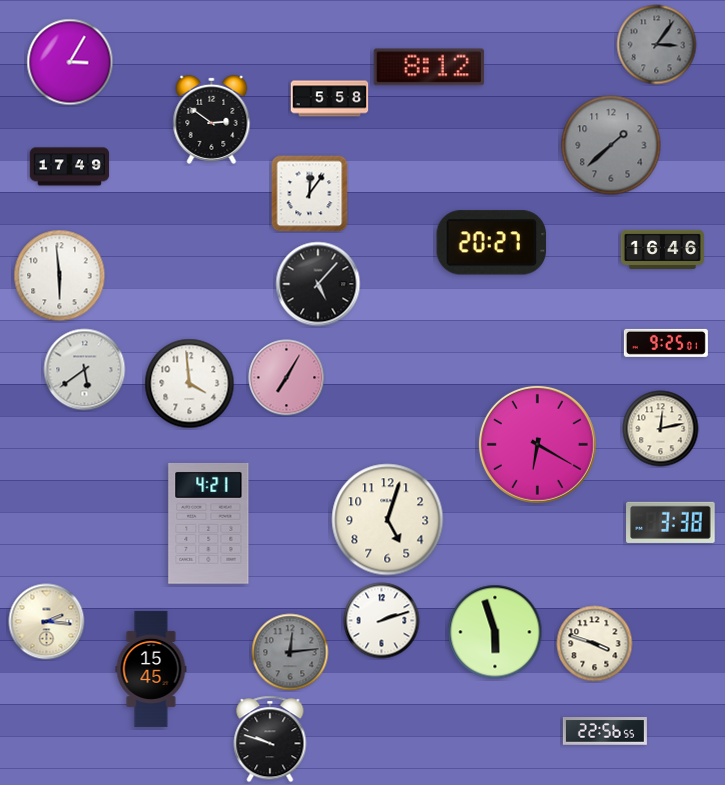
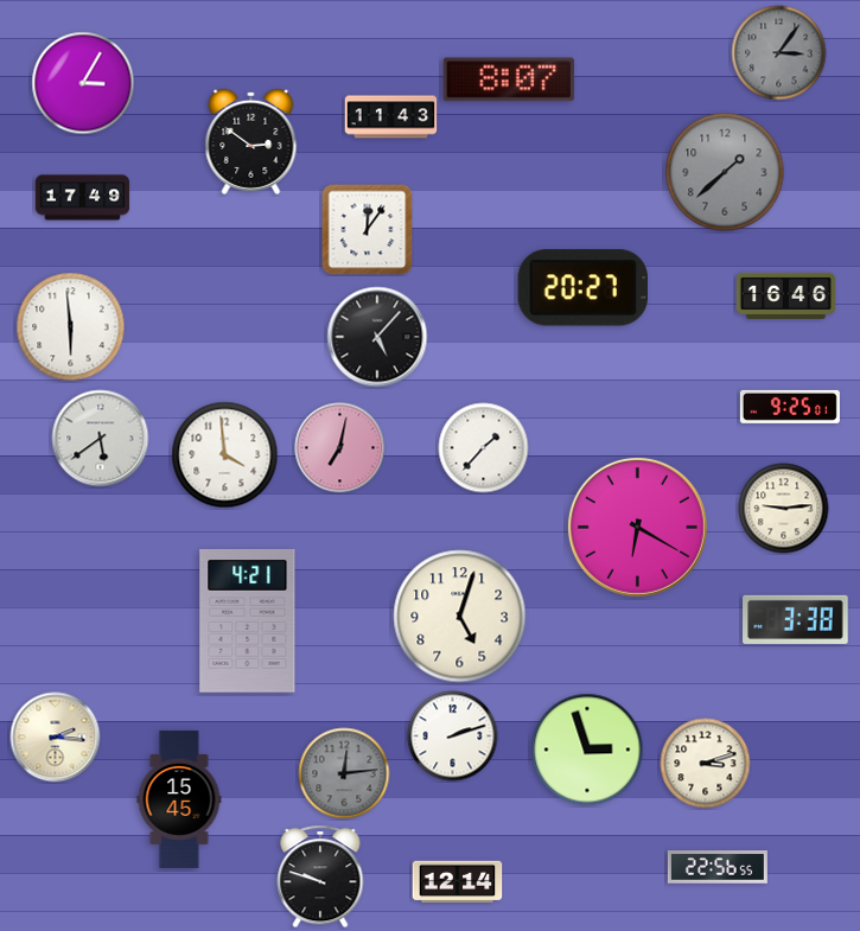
clock at (70, 62) position: (70, 62) -> (83, 83)
clock at (429, 67): 8:12 -> 8:07
clock at (330, 99): 5:58 -> 11:43
clock at (287, 378): 7:05 -> 7:02
clock at (484, 448): none -> 1:37
clock at (661, 429): 12:13 -> 9:14
clock at (495, 632): 5:57 -> 2:57
clock at (595, 644): 3:48 -> 3:12
clock at (151, 669) position: (151, 669) -> (179, 799)
clock at (458, 882): none -> 12:14
